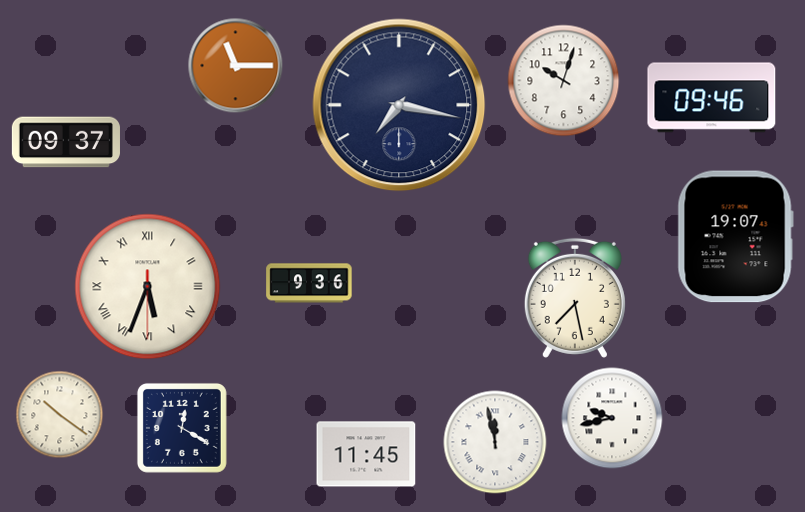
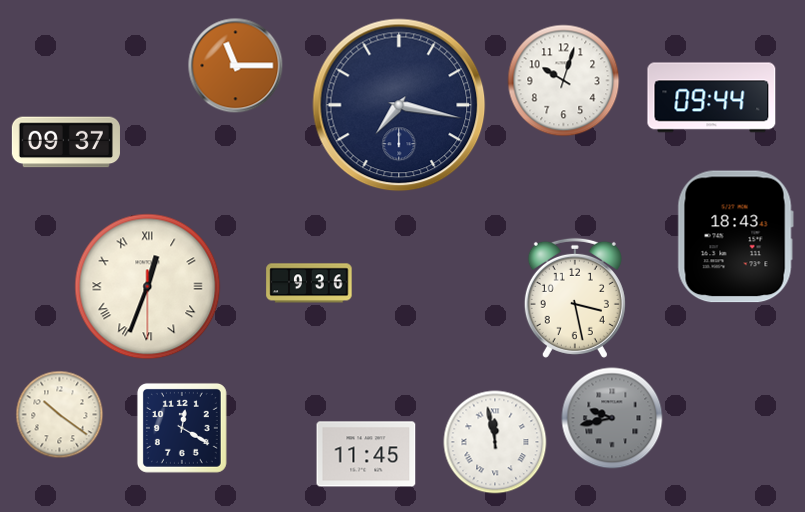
clock at (712, 98): 09:46 -> 09:44
clock at (735, 237): 19:07 -> 18:43
clock at (148, 287): 5:33 -> 12:33
clock at (575, 298): 7:28 -> 3:28
clock at (612, 418) dial: white -> grey
